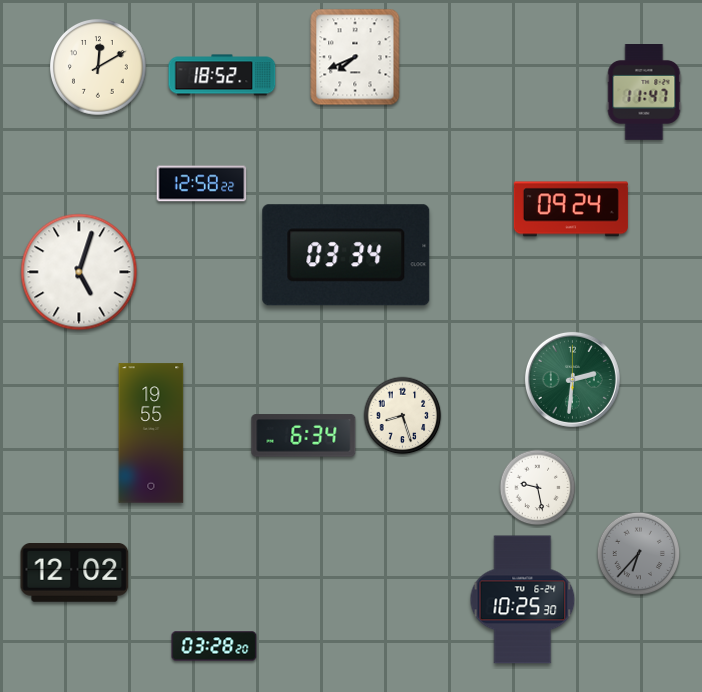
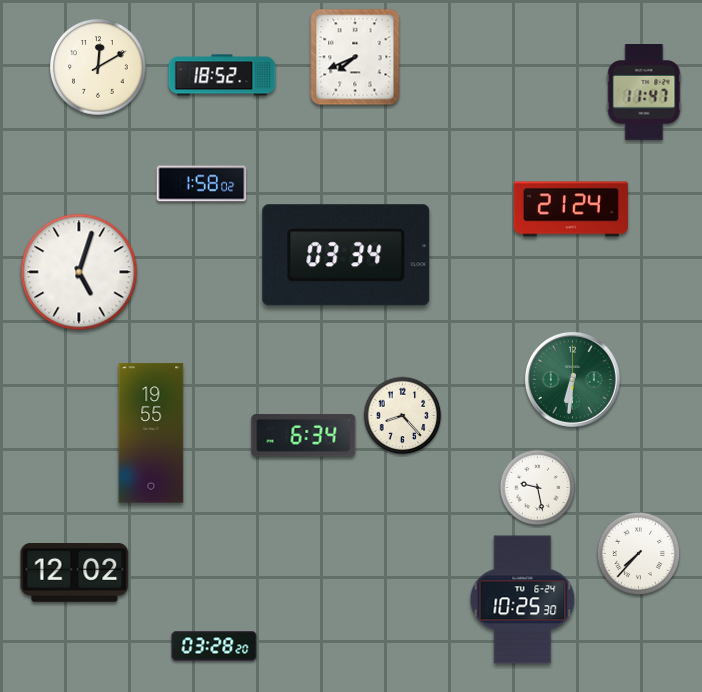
clock at (202, 184): 12:58 -> 1:58
clock at (571, 209): 09:24 -> 21:24
clock at (572, 379): 2:31 -> 6:31
clock at (403, 416): 8:27 -> 8:23
clock at (639, 554): 6:37 -> 7:37
clock at (639, 554) dial: grey -> white
